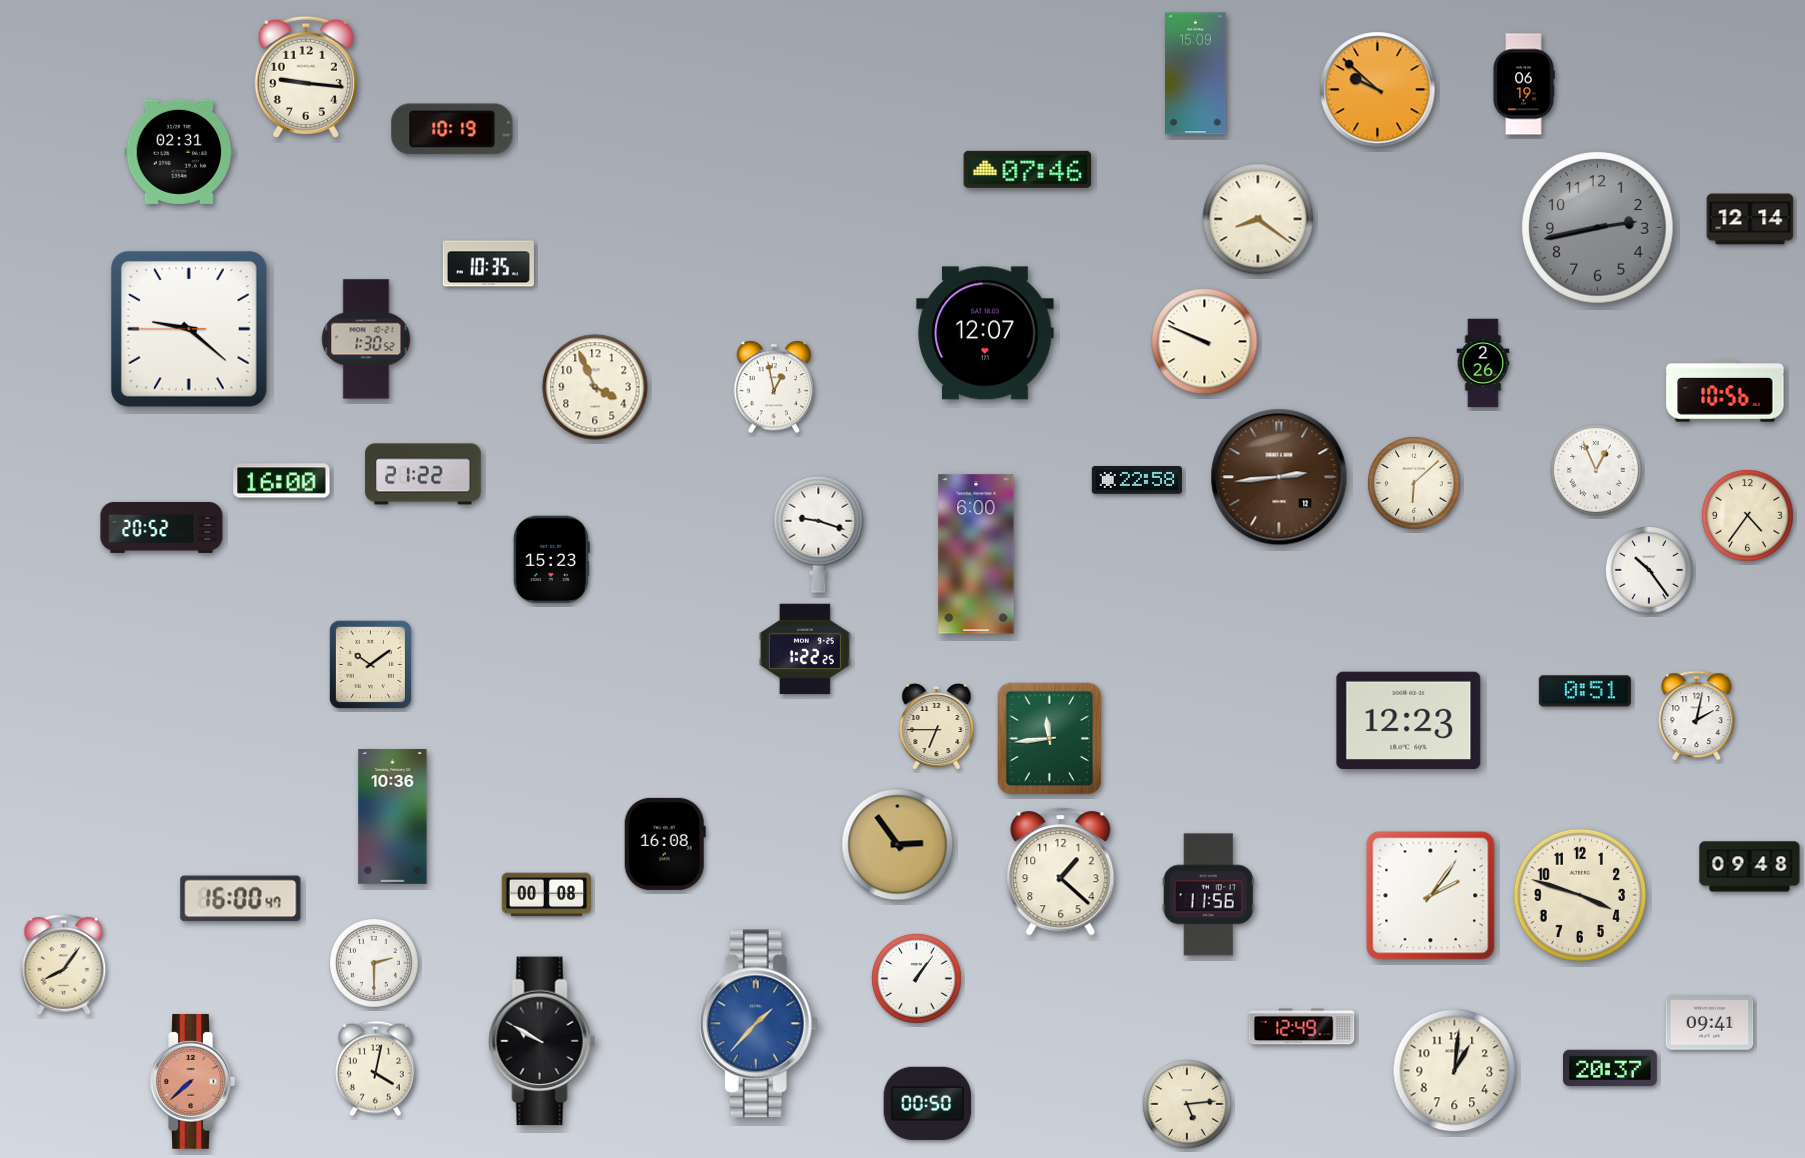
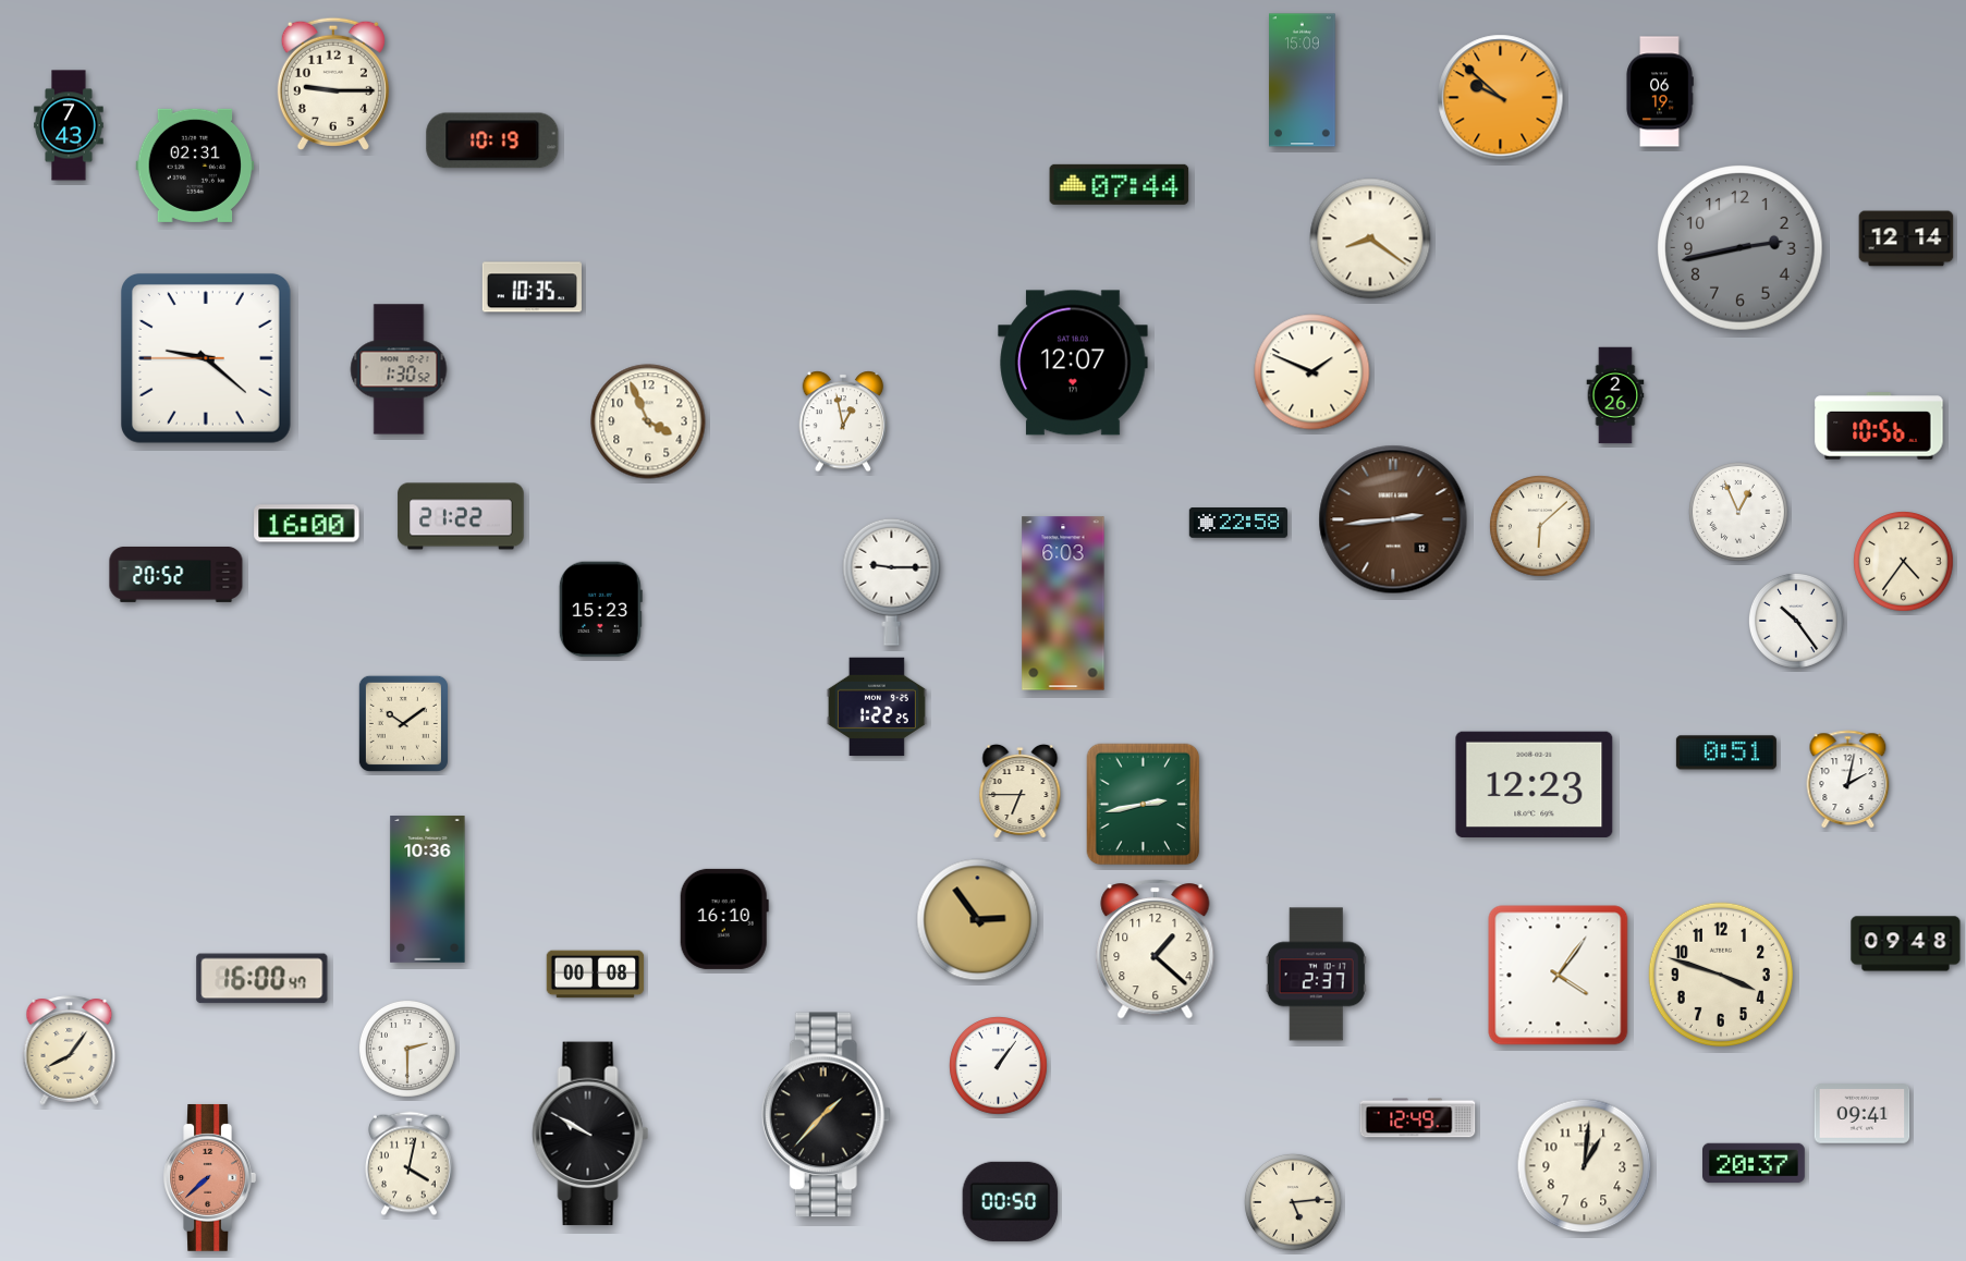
clock at (306, 77): 9:16 -> 9:15
clock at (69, 125): none -> 7:43
clock at (1028, 169): 07:46 -> 07:44
clock at (1205, 342): 9:49 -> 1:49
clock at (819, 534): 9:18 -> 9:15
clock at (976, 554): 6:00 -> 6:03
clock at (1050, 739): 11:44 -> 2:43
clock at (665, 844): 16:08 -> 16:10
clock at (1208, 895): 11:56 -> 2:37
clock at (1431, 896): 2:06 -> 4:06
clock at (758, 1024) dial: blue -> black
